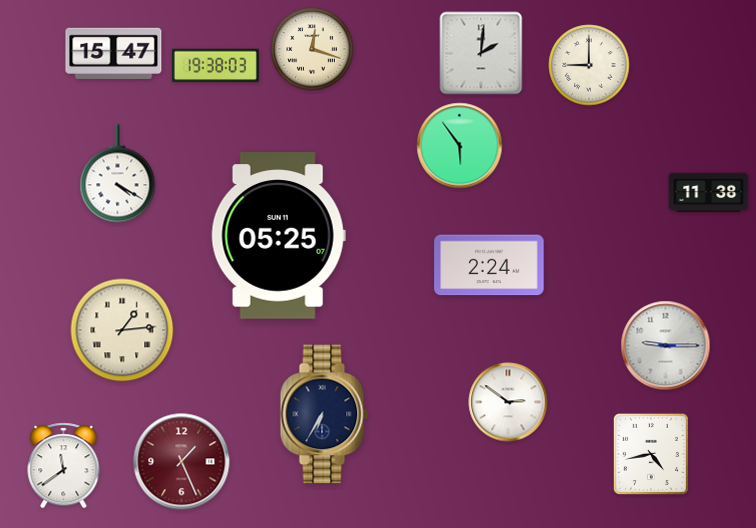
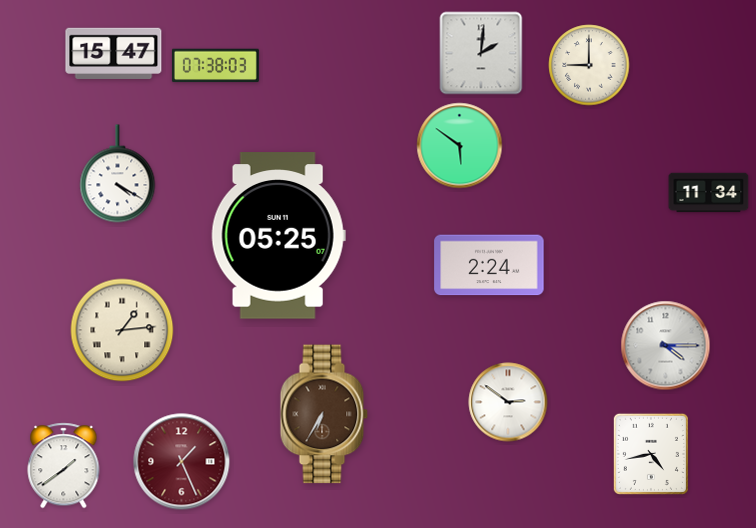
clock at (312, 49): 12:18 -> none
clock at (215, 66): 19:38 -> 07:38
clock at (460, 146): 5:54 -> 5:51
clock at (709, 193): 11:38 -> 11:34
clock at (666, 346): 9:15 -> 4:15
clock at (324, 414) dial: navy -> brown
clock at (64, 466): 11:39 -> 1:39
